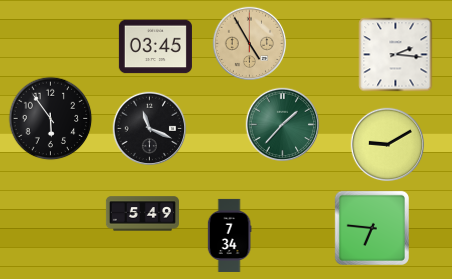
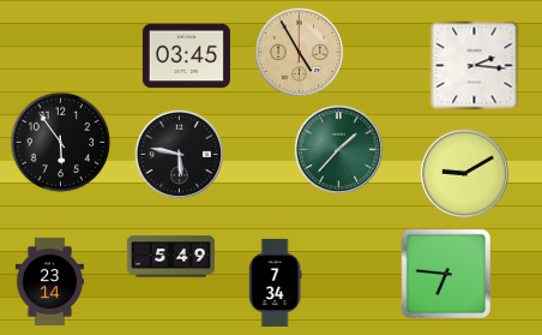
clock at (150, 129): 11:19 -> 5:47
clock at (49, 281): none -> 23:14
